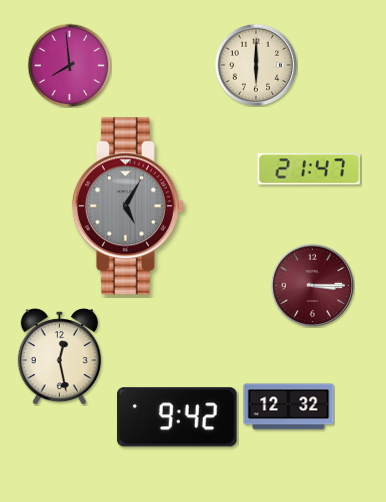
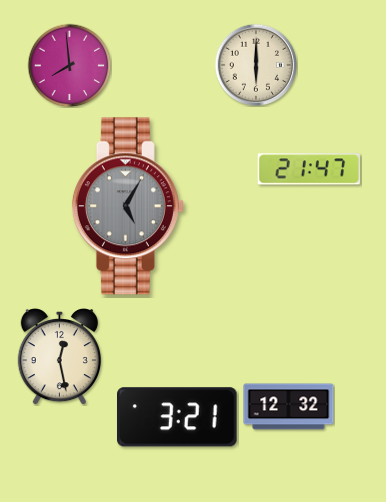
clock at (312, 285): 3:15 -> none
clock at (178, 417): 9:42 -> 3:21
